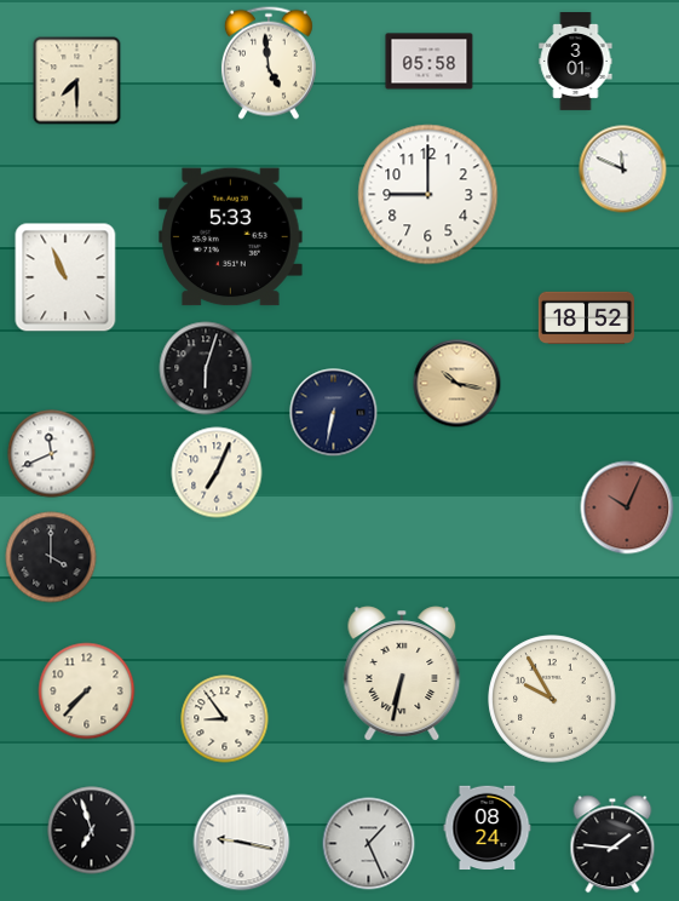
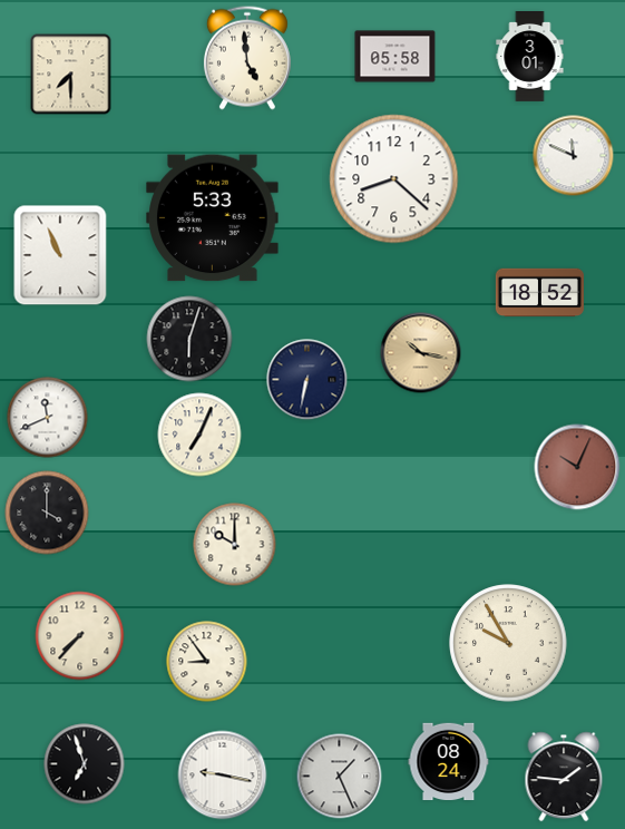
clock at (428, 195): 9:00 -> 8:22
clock at (235, 545): none -> 10:00
clock at (402, 673): 6:32 -> none
